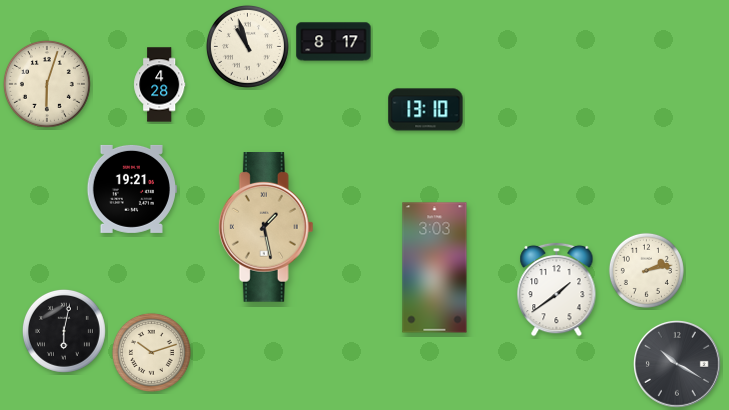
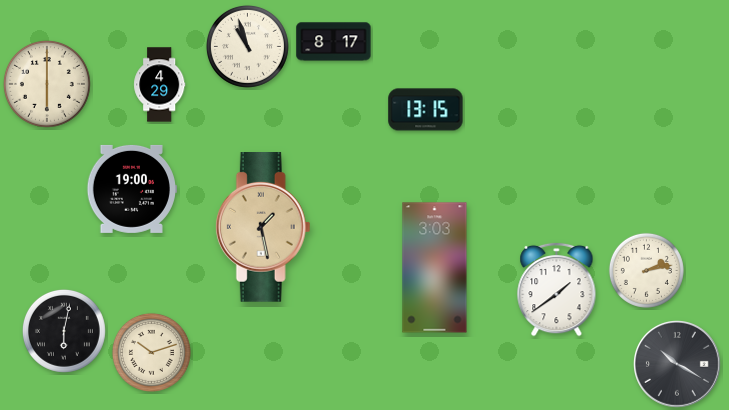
clock at (47, 84): 6:03 -> 6:00
clock at (160, 85): 4:28 -> 4:29
clock at (426, 110): 13:10 -> 13:15
clock at (131, 189): 19:21 -> 19:00
clock at (266, 228) position: (266, 228) -> (263, 228)
